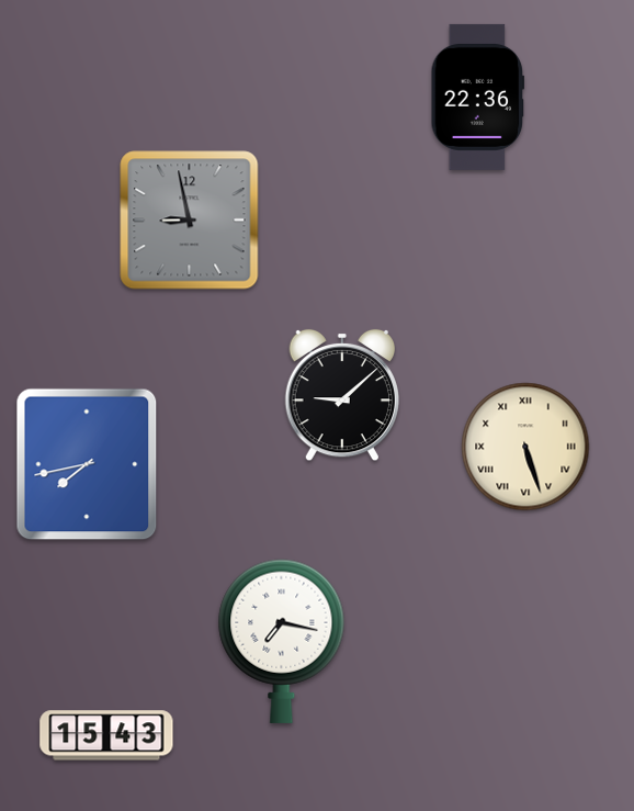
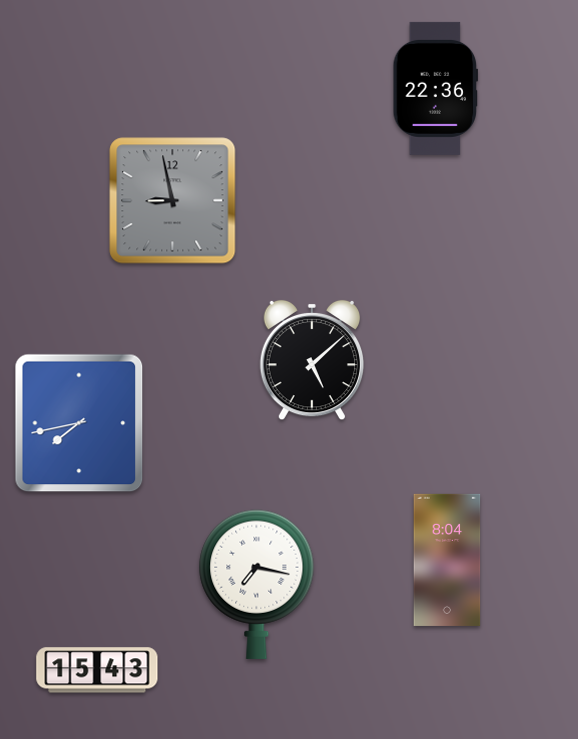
clock at (341, 395): 9:08 -> 5:08
clock at (525, 447): 5:27 -> none
clock at (447, 560): none -> 8:04
